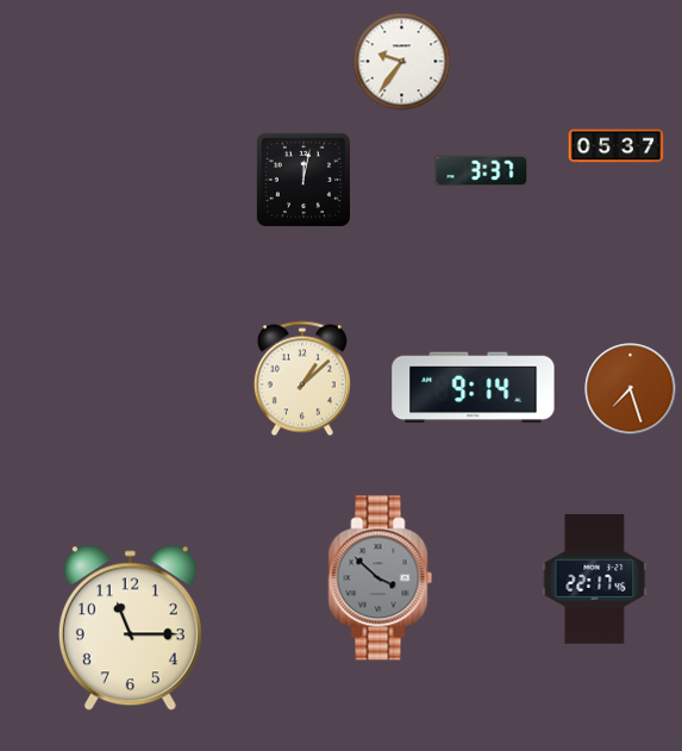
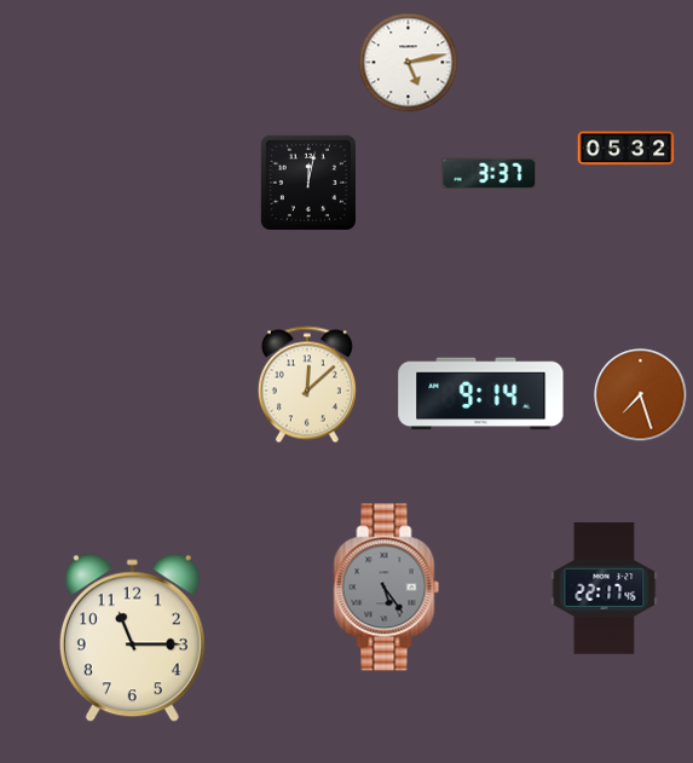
clock at (402, 62): 9:36 -> 5:13
clock at (617, 146): 05:37 -> 05:32
clock at (302, 378): 1:08 -> 12:08
clock at (381, 578): 3:52 -> 5:24
